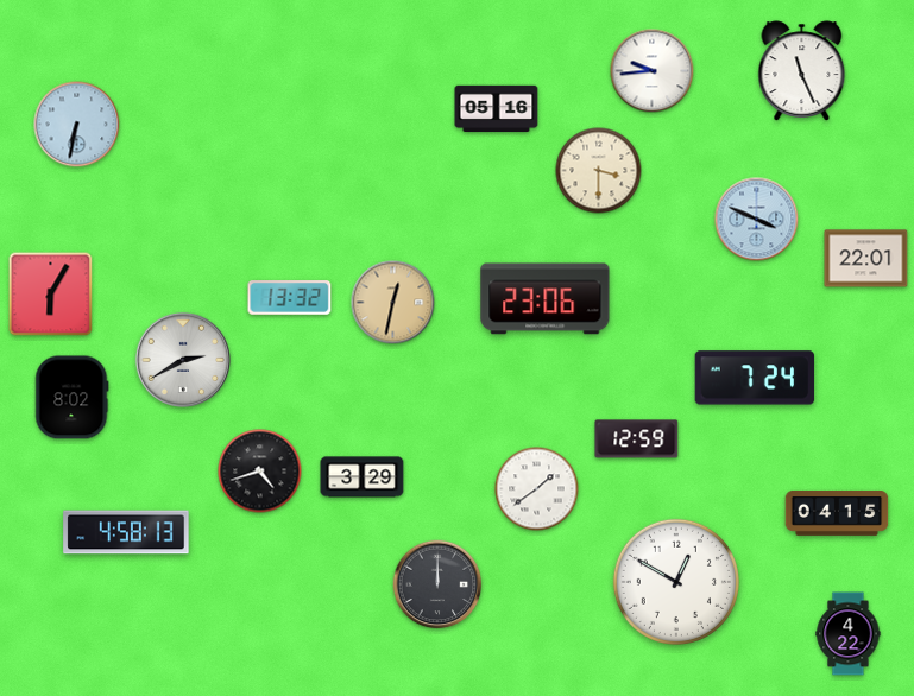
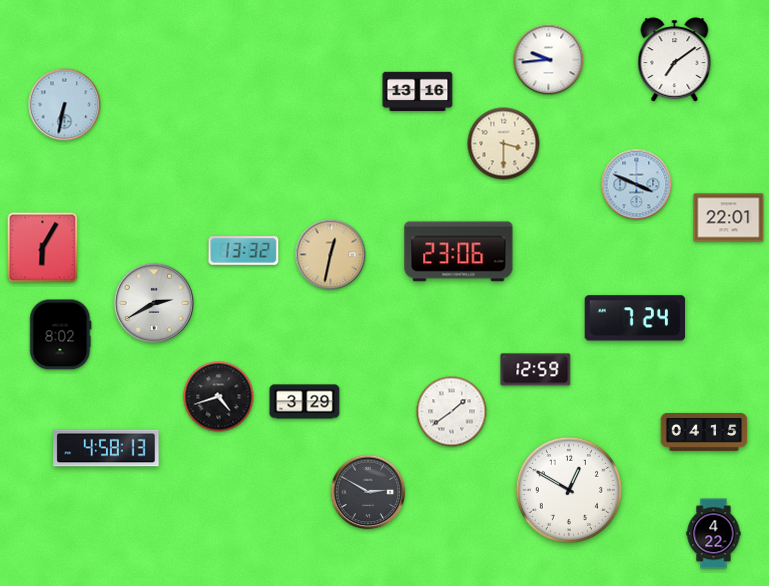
clock at (802, 71): 11:26 -> 7:09
clock at (497, 109): 05:16 -> 13:16
clock at (437, 584): 12:00 -> 2:50
